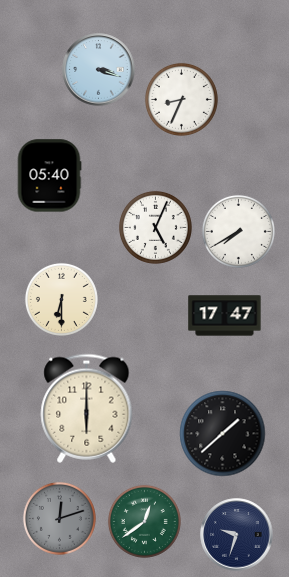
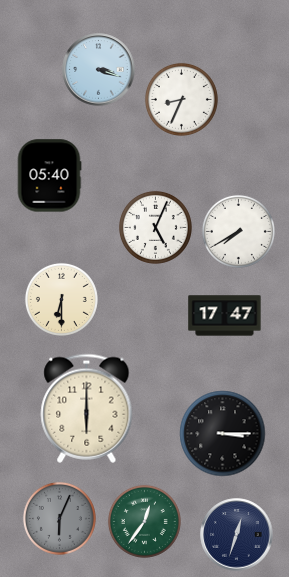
clock at (223, 434): 1:38 -> 3:15
clock at (59, 518): 12:12 -> 6:04
clock at (144, 521): 12:39 -> 12:36
clock at (237, 535): 9:33 -> 12:33
